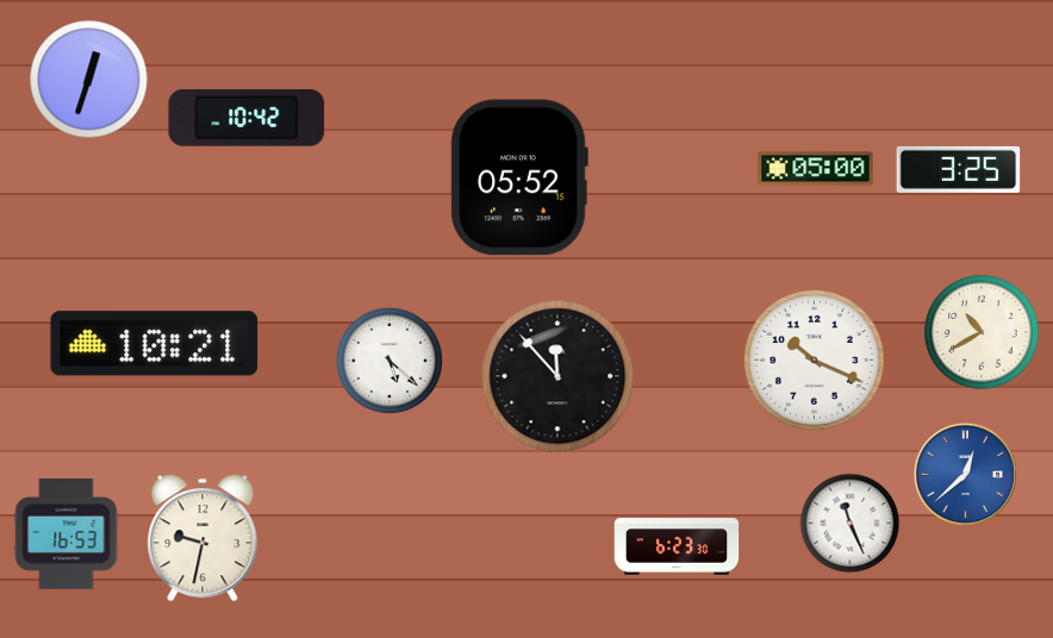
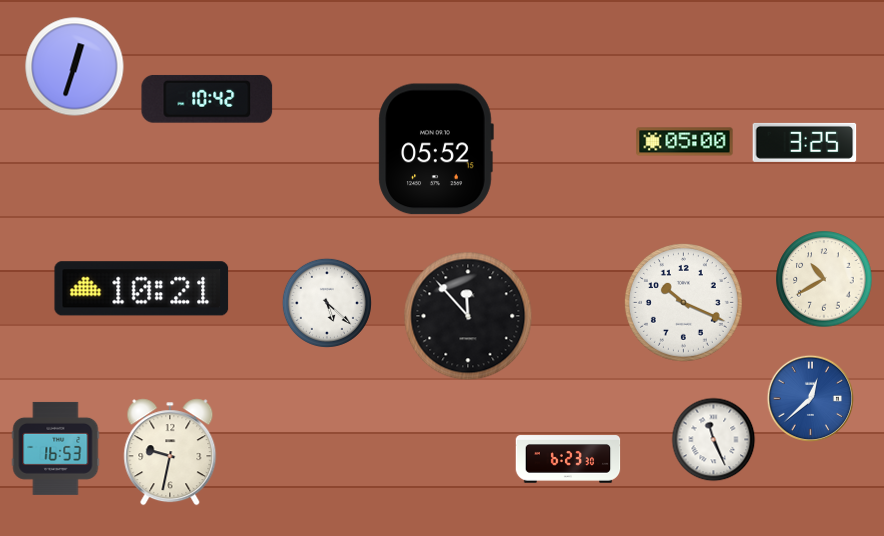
clock at (155, 344) position: (155, 344) -> (142, 289)
